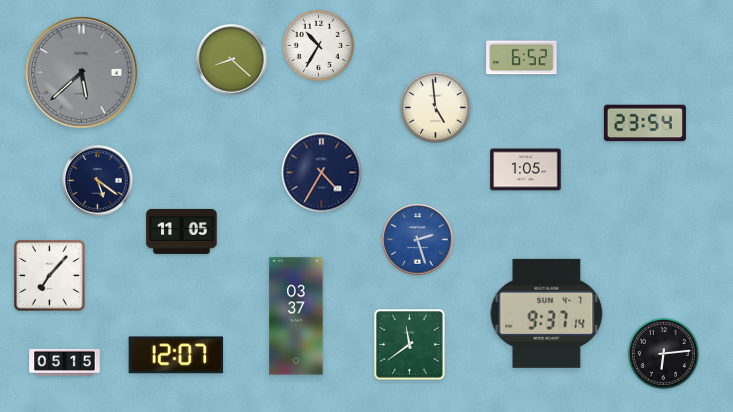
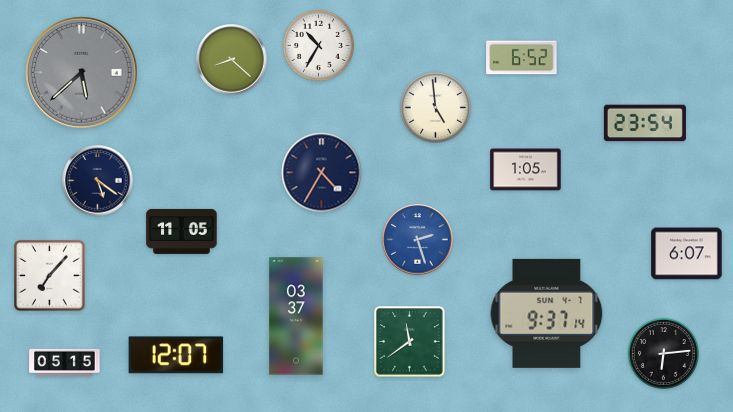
clock at (687, 254): none -> 6:07
clock at (410, 345) position: (410, 345) -> (410, 342)
